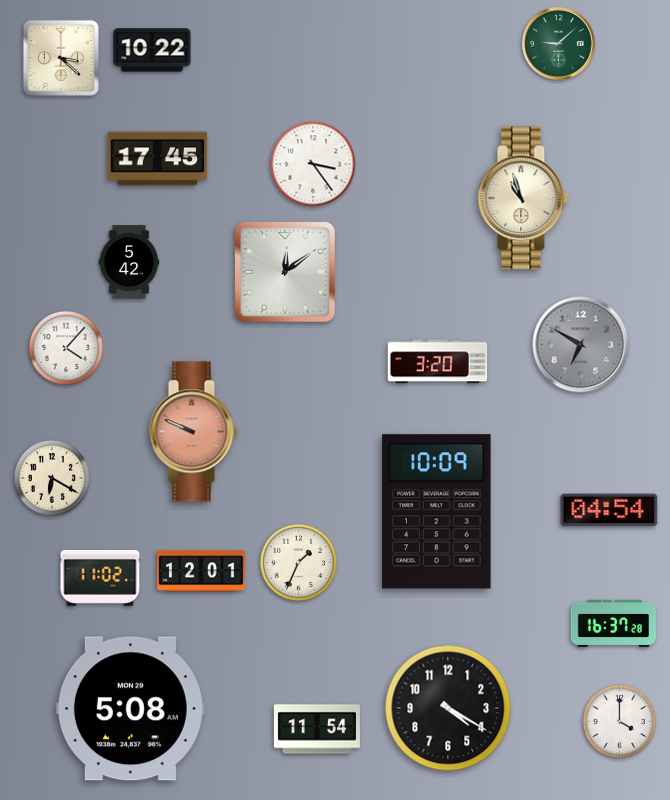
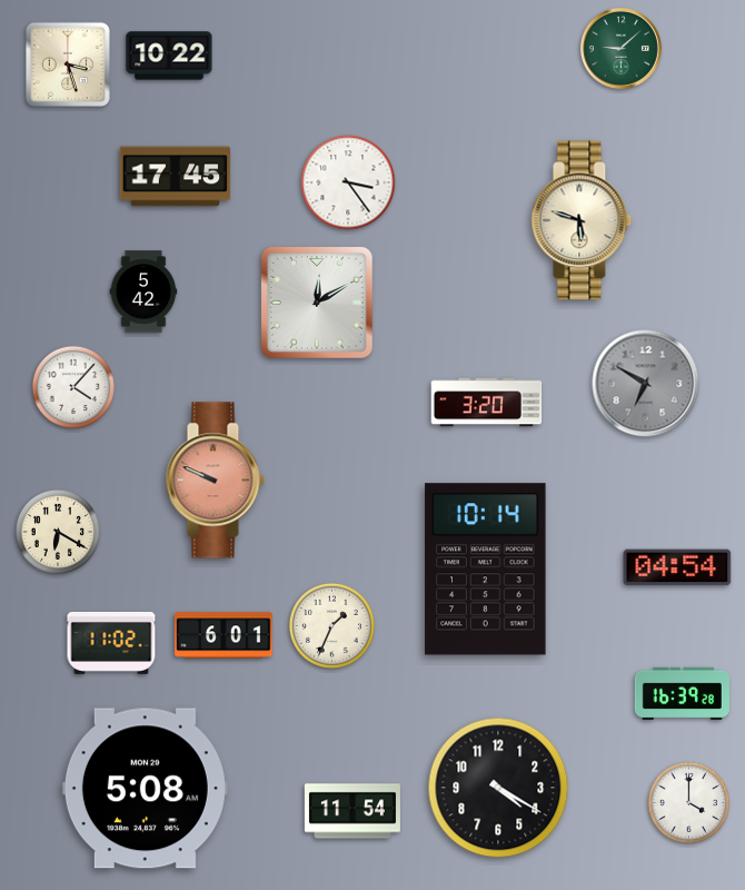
clock at (61, 58): 3:22 -> 3:27
clock at (523, 198): 10:57 -> 5:48
clock at (285, 272): 12:09 -> 12:10
clock at (437, 512): 10:09 -> 10:14
clock at (202, 571): 12:01 -> 6:01
clock at (613, 623): 16:37 -> 16:39
